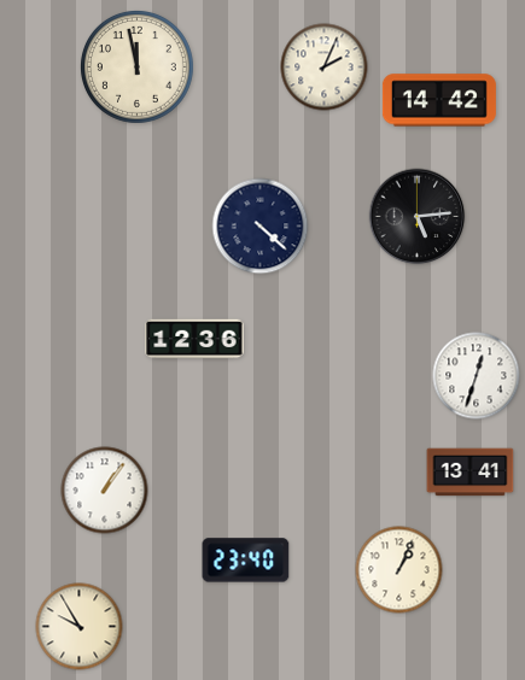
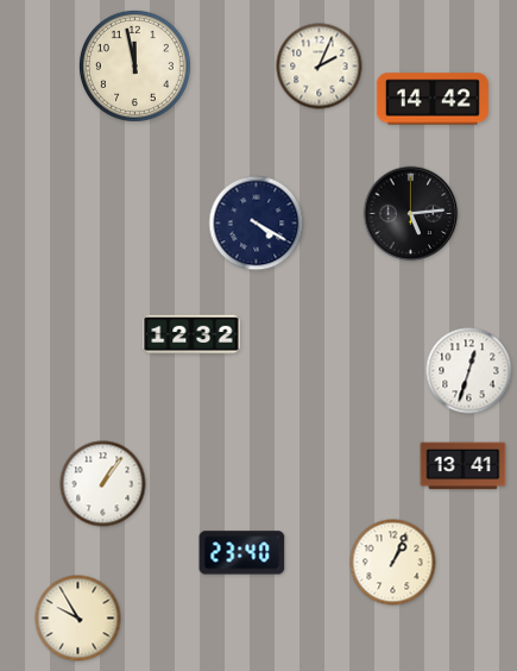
clock at (261, 227): 4:22 -> 4:20
clock at (194, 339): 12:36 -> 12:32
